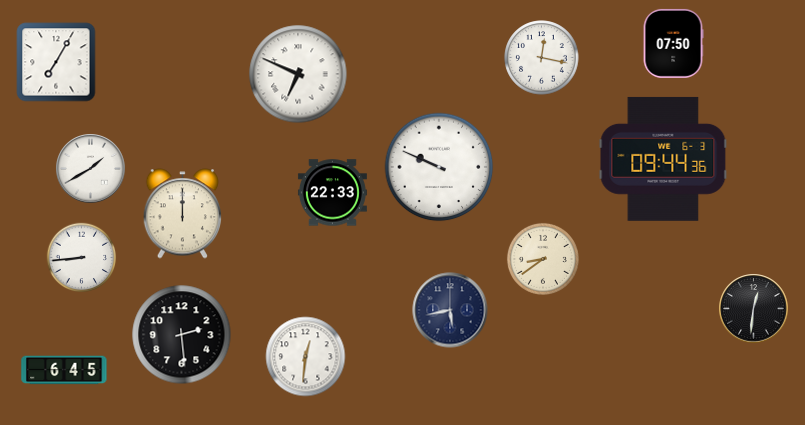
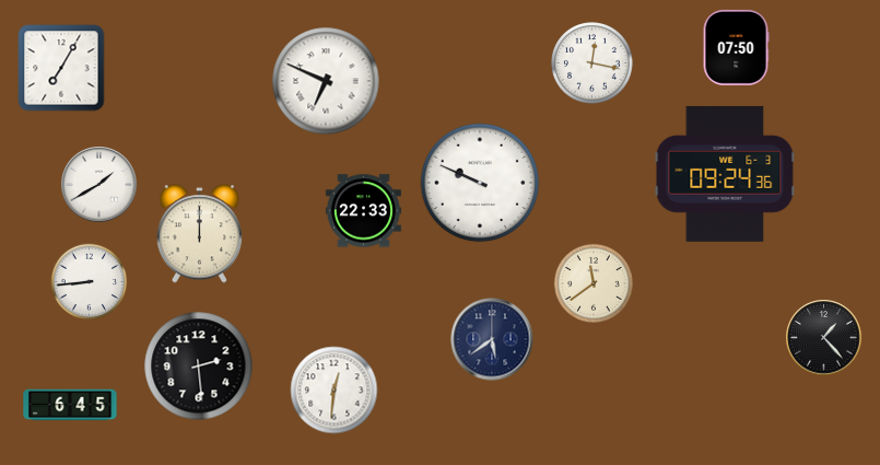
clock at (663, 159): 09:44 -> 09:24
clock at (543, 259): 8:39 -> 11:39
clock at (754, 309): 12:31 -> 1:23
clock at (450, 310): 5:43 -> 5:39
